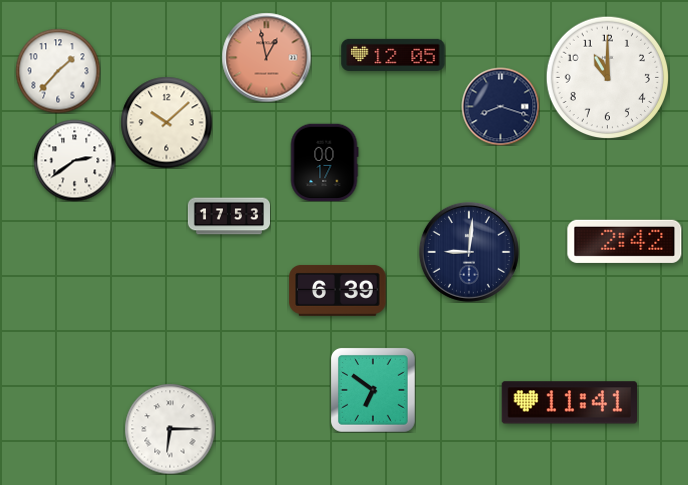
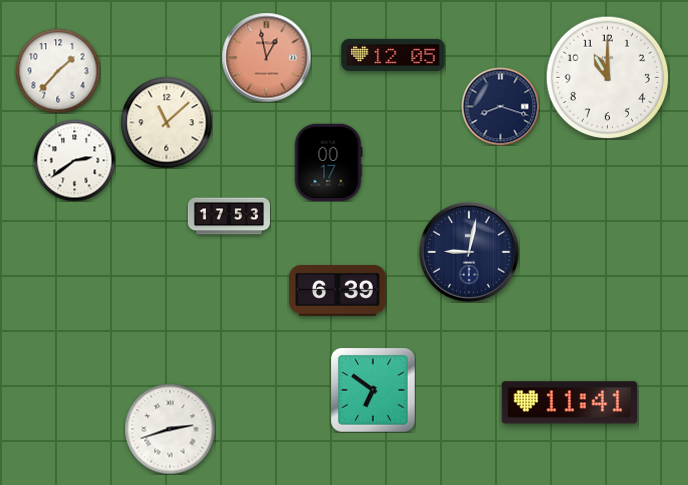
clock at (166, 122): 10:08 -> 11:08
clock at (324, 162) position: (324, 162) -> (328, 162)
clock at (625, 241): 2:42 -> none
clock at (469, 252): 9:01 -> 9:02
clock at (170, 429): 6:15 -> 2:42
